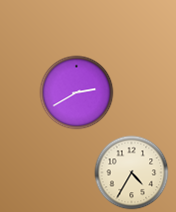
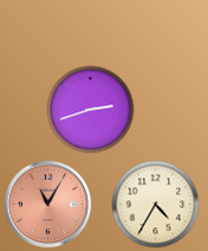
clock at (77, 93): 2:40 -> 2:42
clock at (48, 205): none -> 11:05
